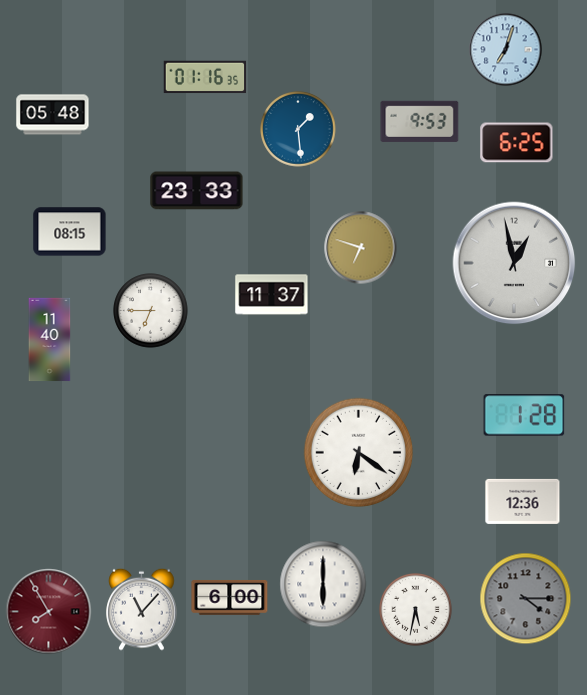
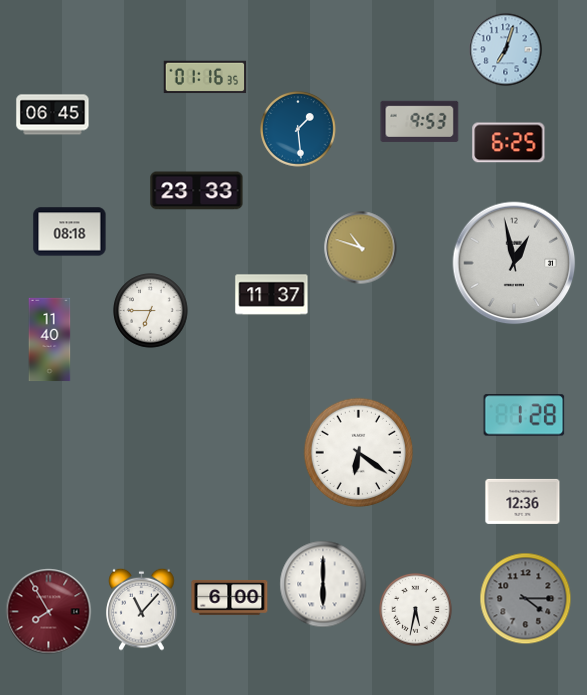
clock at (53, 115): 05:48 -> 06:45
clock at (517, 143) position: (517, 143) -> (509, 143)
clock at (70, 232): 08:15 -> 08:18
clock at (361, 248): 6:48 -> 10:48
